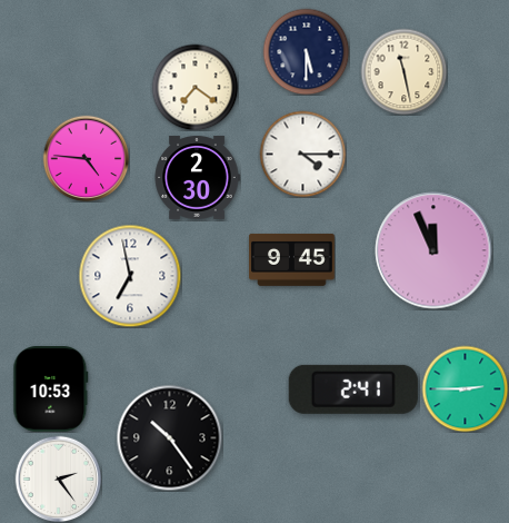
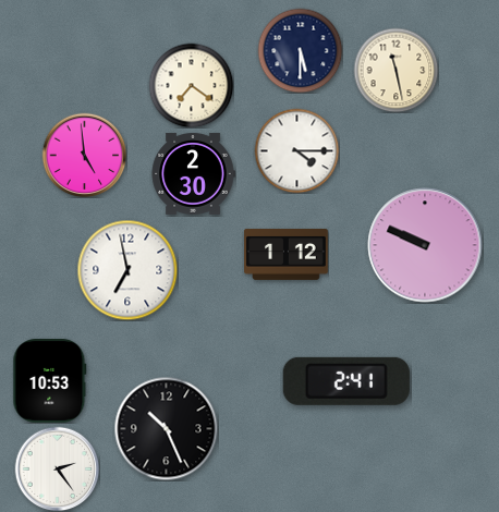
clock at (86, 158): 4:46 -> 4:59
clock at (433, 250): 11:56 -> 9:49
clock at (292, 259): 9:45 -> 1:12
clock at (465, 388): 2:45 -> none
clock at (169, 437): 10:24 -> 10:26
